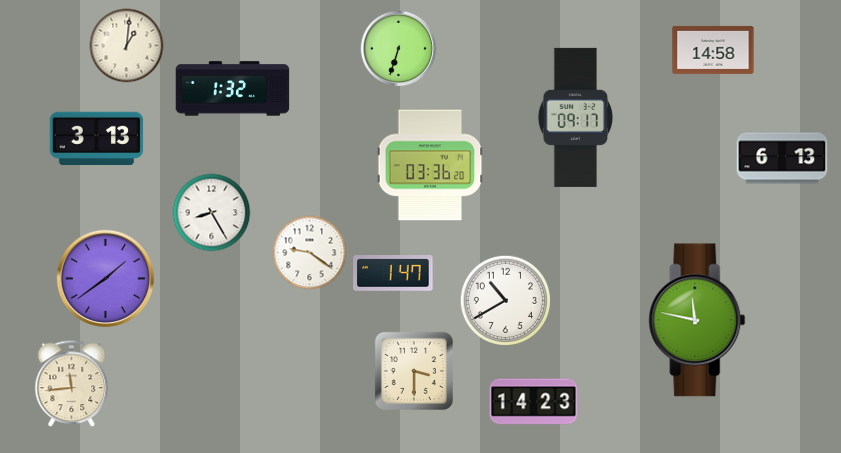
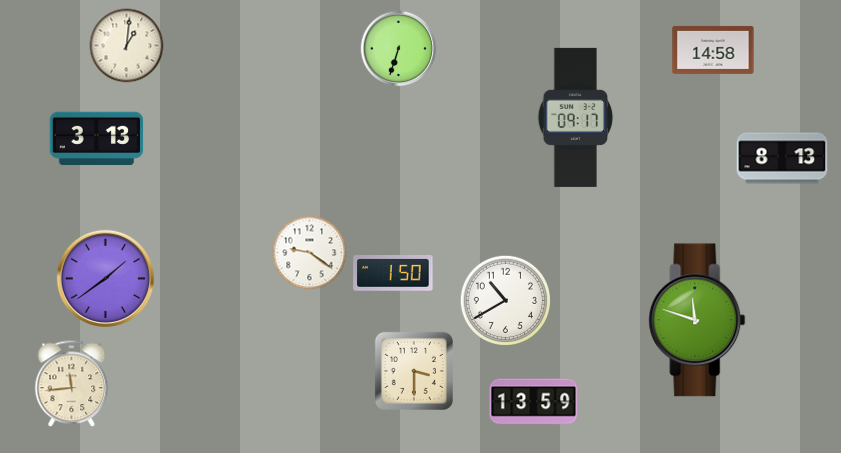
clock at (233, 89): 1:32 -> none
clock at (782, 158): 6:13 -> 8:13
clock at (430, 165): 03:36 -> none
clock at (212, 213): 8:25 -> none
clock at (393, 274): 1:47 -> 1:50
clock at (697, 320): 11:47 -> 11:48
clock at (534, 402): 14:23 -> 13:59
